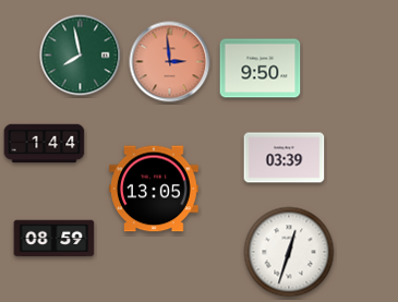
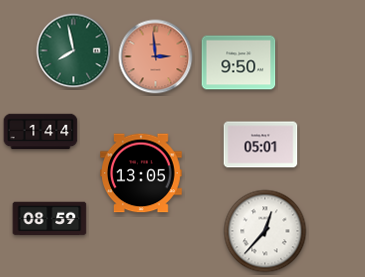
clock at (285, 158): 03:39 -> 05:01
clock at (289, 252): 12:33 -> 12:37
